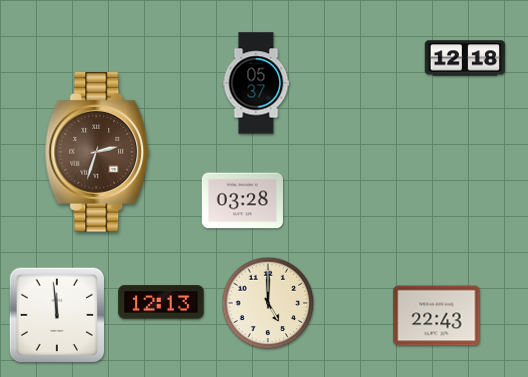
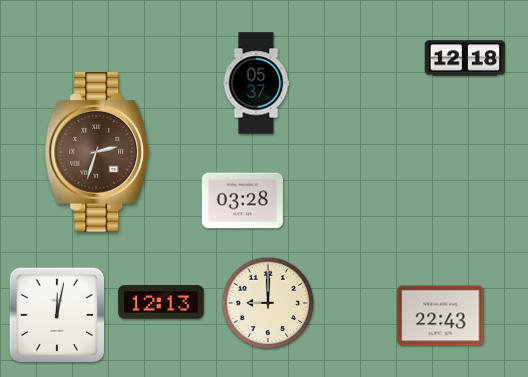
clock at (268, 303): 5:00 -> 9:00
clock at (57, 315): 11:59 -> 12:02
clock at (437, 316) position: (437, 316) -> (441, 316)
